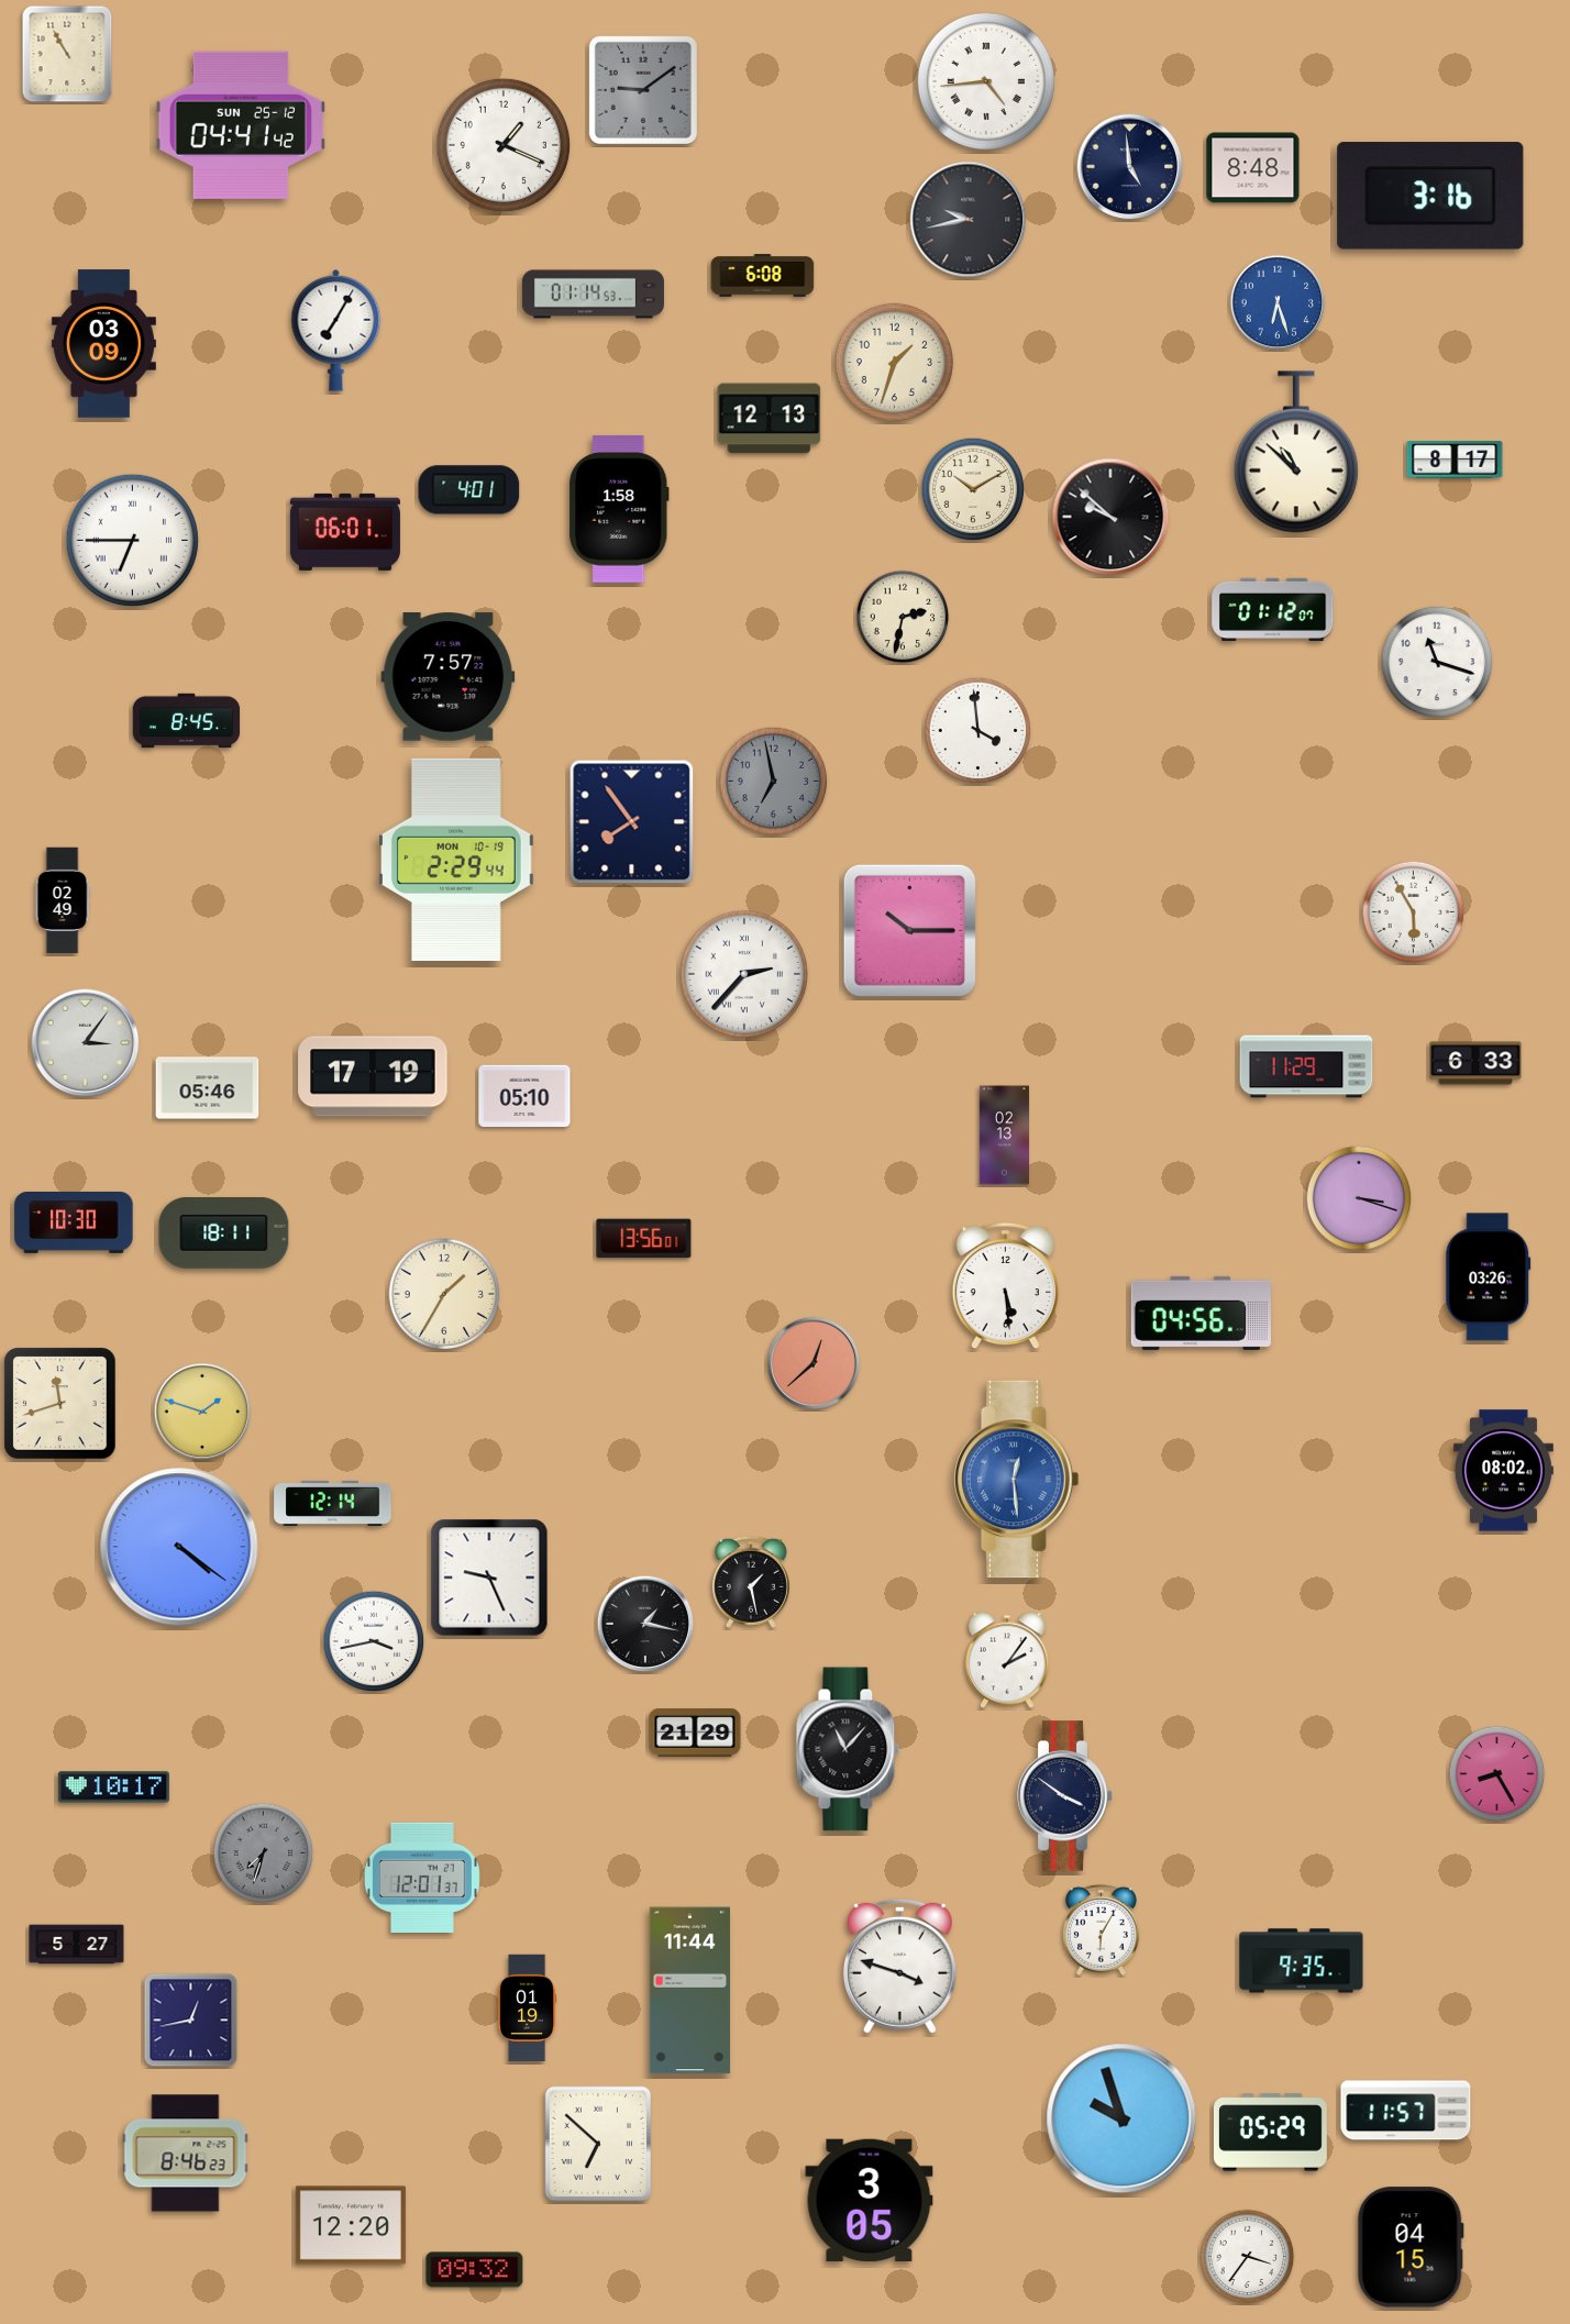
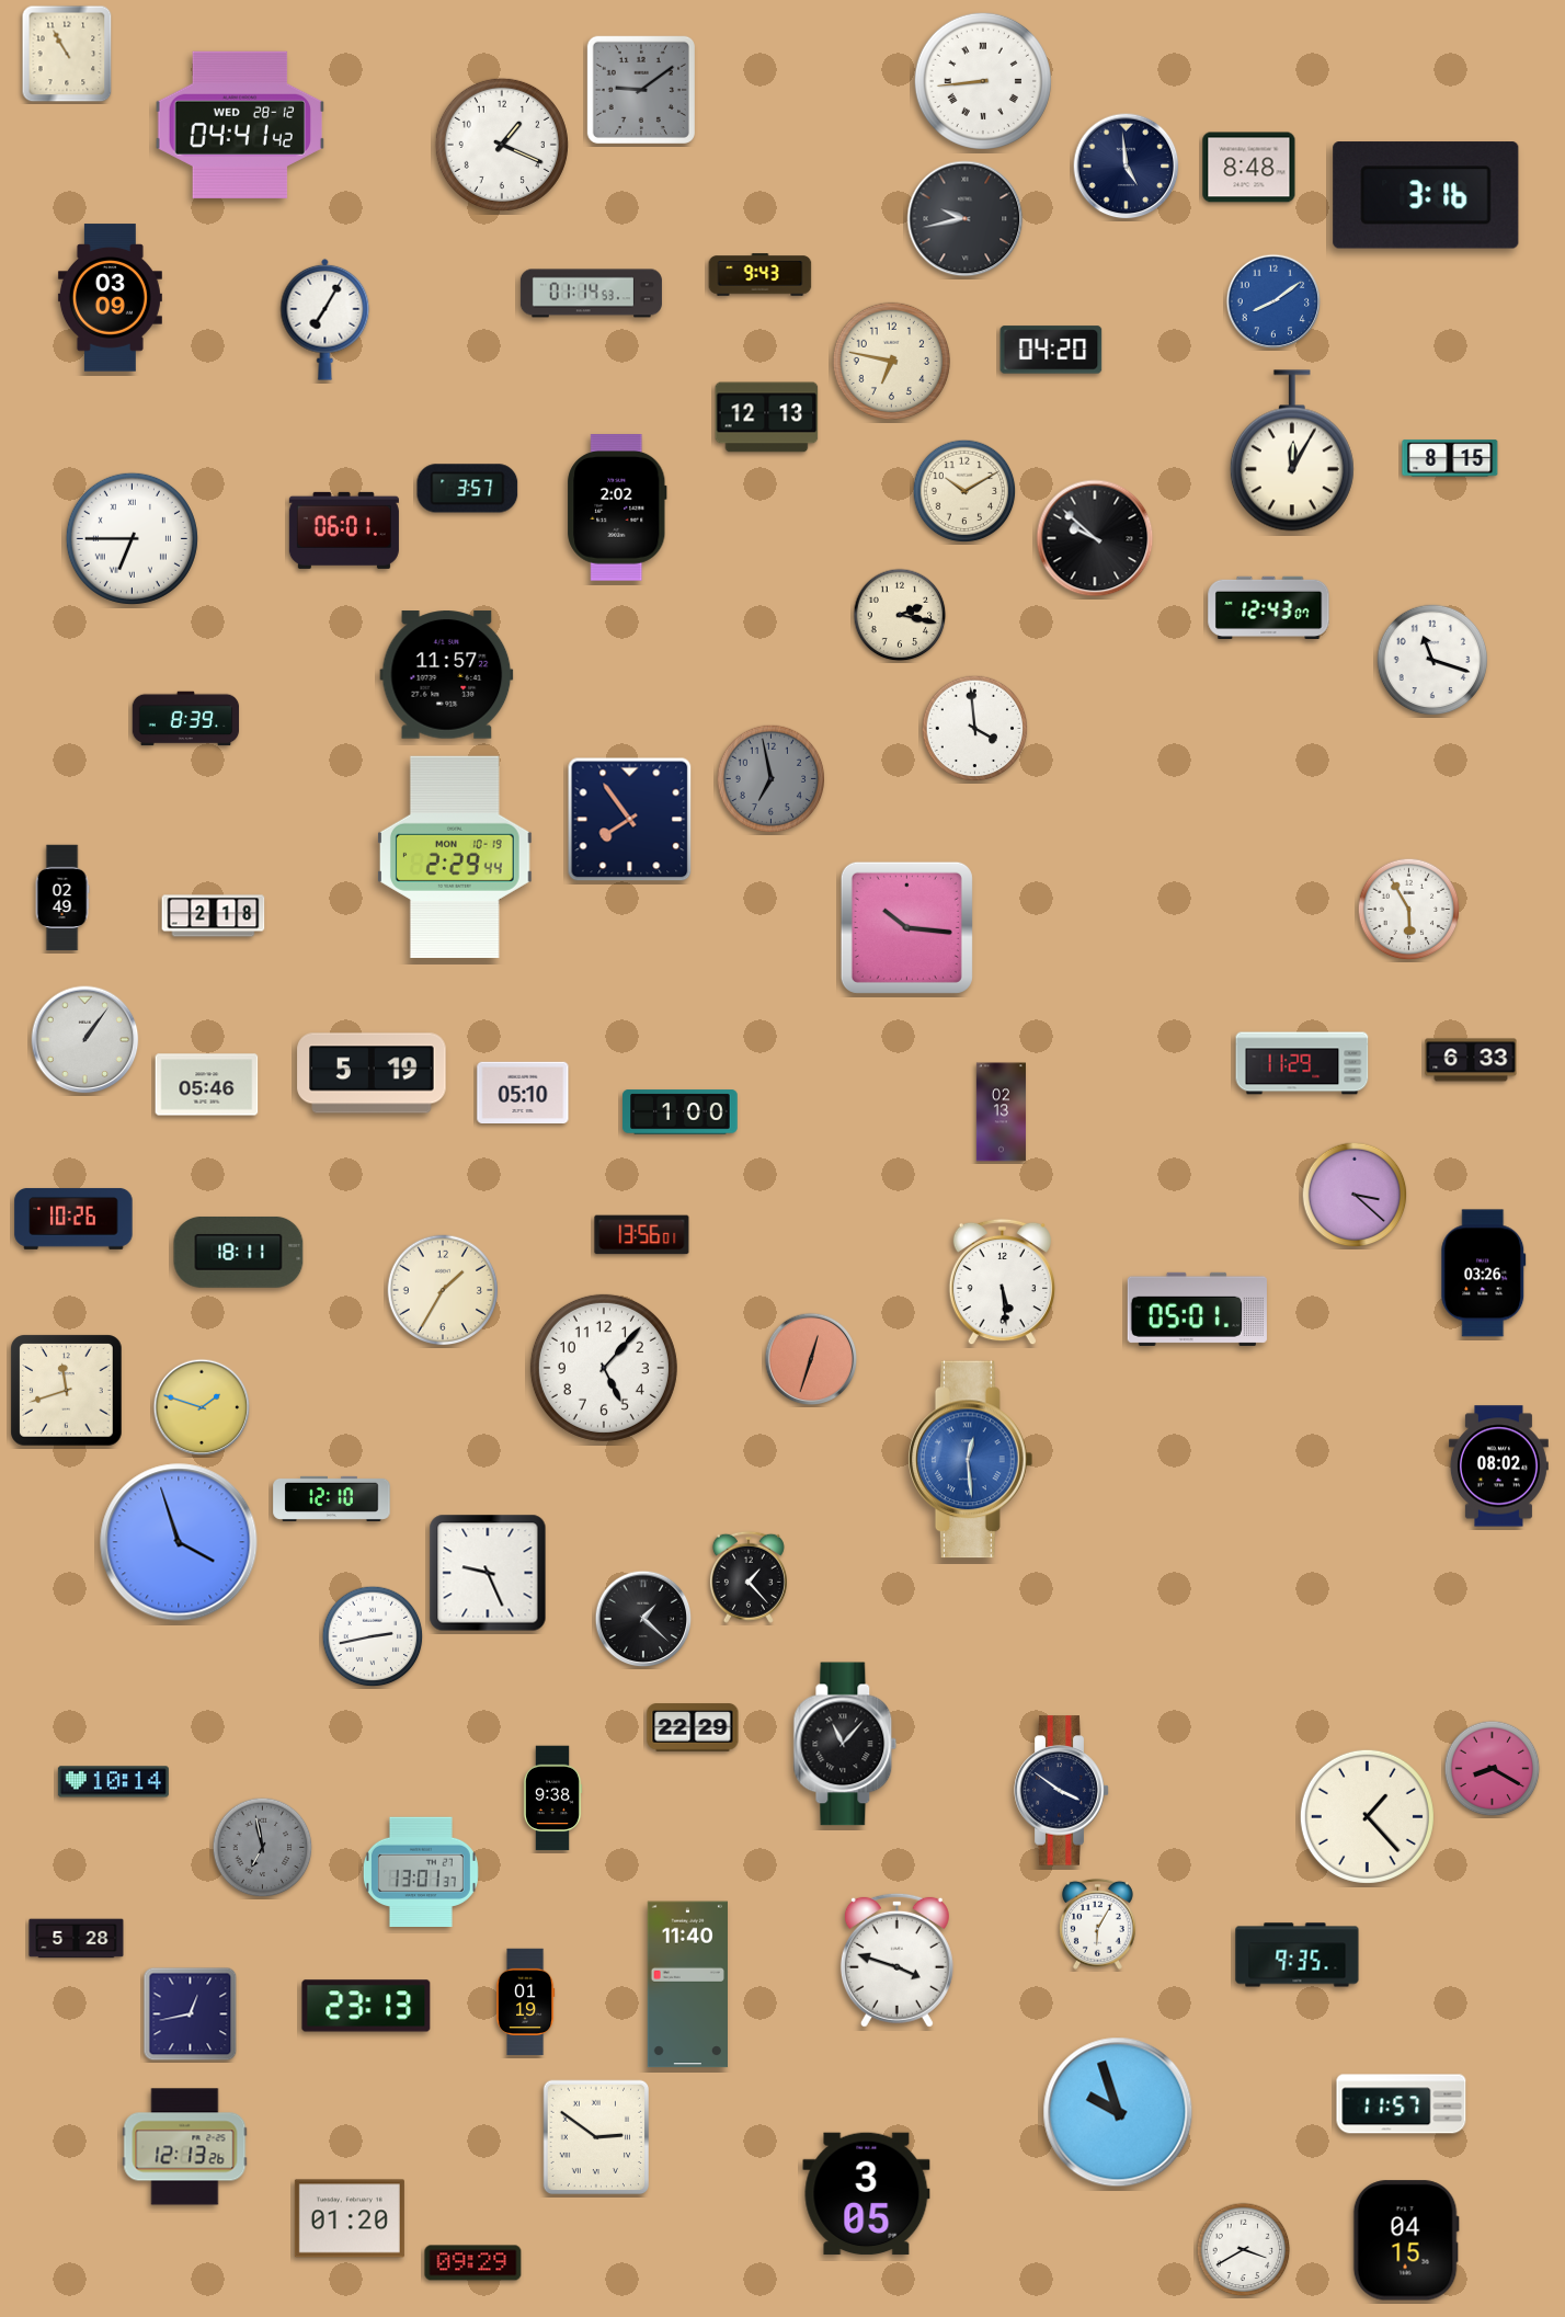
clock at (986, 81): 4:44 -> 8:44
clock at (240, 125) date: SUN 25-12 -> WED 28-12
clock at (763, 276): 6:08 -> 9:43
clock at (1278, 302): 6:27 -> 8:09
clock at (336, 330) position: (336, 330) -> (325, 319)
clock at (103, 344) position: (103, 344) -> (110, 298)
clock at (1051, 350): none -> 04:20
clock at (894, 362): 1:33 -> 6:47
clock at (1296, 452): 10:52 -> 12:05
clock at (1455, 460): 8:17 -> 8:15
clock at (973, 489) position: (973, 489) -> (964, 491)
clock at (469, 490): 4:01 -> 3:57
clock at (619, 509): 1:58 -> 2:02
clock at (1110, 517) position: (1110, 517) -> (1095, 538)
clock at (1273, 610): 01:12 -> 12:43
clock at (903, 617): 2:32 -> 2:17
clock at (449, 677): 7:57 -> 11:57
clock at (187, 721): 8:45 -> 8:39
clock at (214, 916): none -> 2:18
clock at (909, 930): 10:15 -> 10:16
clock at (744, 974): 2:37 -> none
clock at (86, 1043): 3:06 -> 1:06
clock at (373, 1076): 17:19 -> 5:19
clock at (681, 1112): none -> 1:00
clock at (1004, 1136) position: (1004, 1136) -> (1001, 1112)
clock at (1359, 1198): 3:18 -> 3:22
clock at (74, 1222): 10:30 -> 10:26
clock at (224, 1233) position: (224, 1233) -> (239, 1253)
clock at (1201, 1313): 04:56 -> 05:01
clock at (814, 1363): 12:38 -> 12:33
clock at (604, 1368): none -> 5:07
clock at (60, 1404) position: (60, 1404) -> (67, 1391)
clock at (1017, 1480) position: (1017, 1480) -> (971, 1460)
clock at (333, 1503): 12:14 -> 12:10
clock at (179, 1547): 4:21 -> 3:57
clock at (751, 1582): 1:28 -> 1:23
clock at (645, 1624): 1:17 -> 1:22
clock at (374, 1641): 3:43 -> 2:43
clock at (1007, 1660): 2:06 -> none
clock at (695, 1733): 21:29 -> 22:29
clock at (1497, 1774): 8:25 -> 8:20
clock at (113, 1788): 10:17 -> 10:14
clock at (552, 1799): none -> 9:38
clock at (1367, 1816): none -> 1:23
clock at (264, 1853): 7:33 -> 6:58
clock at (422, 1877): 12:01 -> 13:01
clock at (77, 1945): 5:27 -> 5:28
clock at (689, 1991): 11:44 -> 11:40
clock at (366, 2006): none -> 23:13
clock at (1270, 2133): 05:29 -> none
clock at (597, 2144): 6:52 -> 2:51
clock at (186, 2154): 8:46 -> 12:13
clock at (351, 2225): 12:20 -> 01:20
clock at (1248, 2257): 3:36 -> 3:40
clock at (475, 2270): 09:32 -> 09:29
